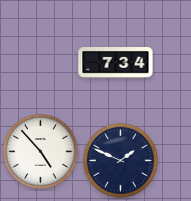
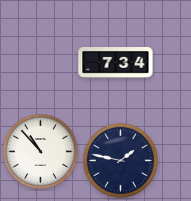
clock at (40, 151): 4:53 -> 10:53
clock at (120, 160): 1:49 -> 1:47
